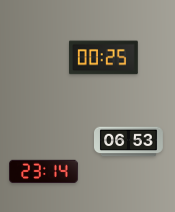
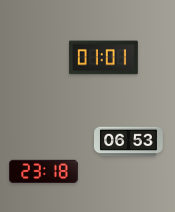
clock at (103, 58): 00:25 -> 01:01
clock at (44, 172): 23:14 -> 23:18
